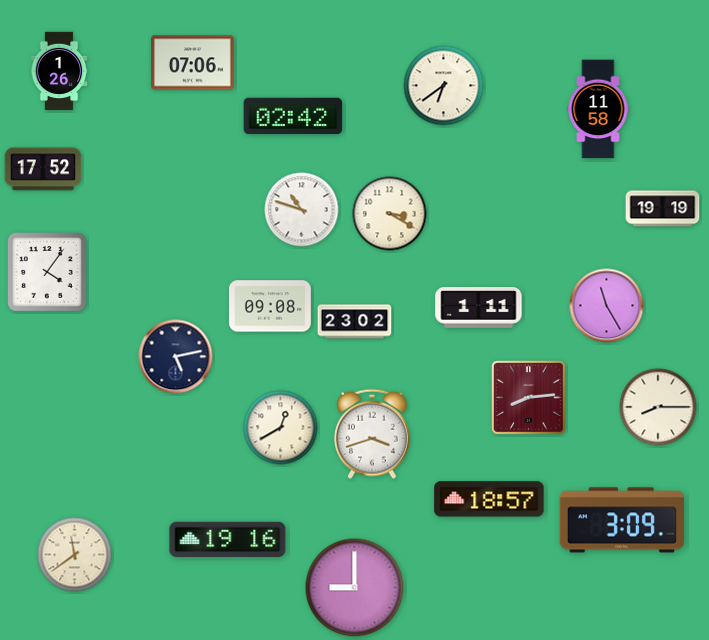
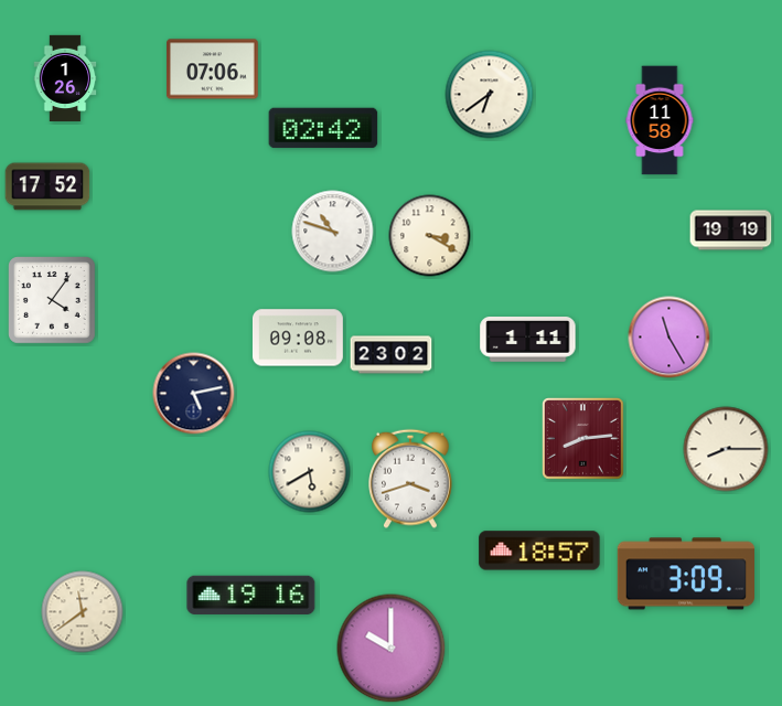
clock at (281, 428): 12:40 -> 5:40
clock at (355, 588): 9:00 -> 10:00
